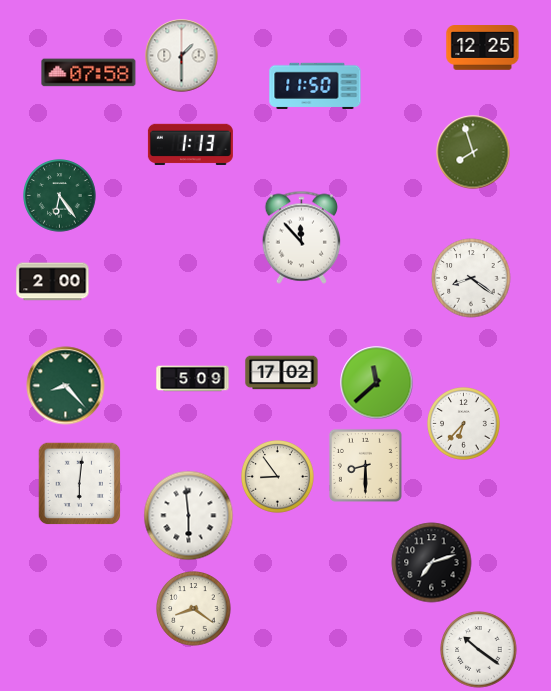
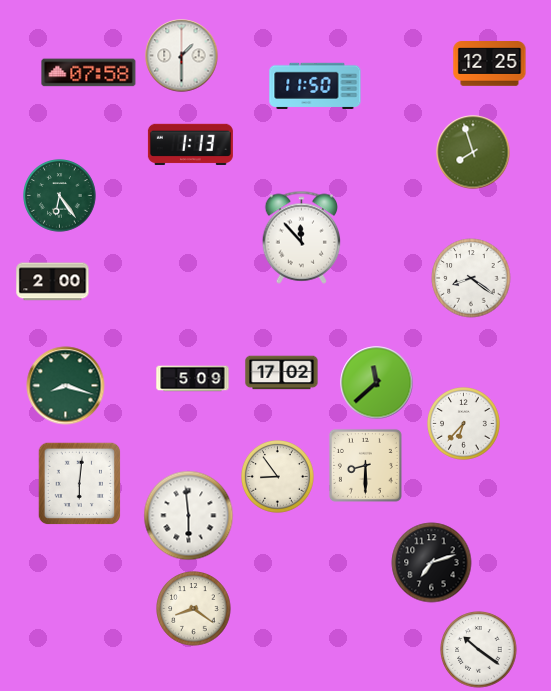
clock at (483, 48) position: (483, 48) -> (490, 64)
clock at (66, 386): 8:23 -> 8:18
